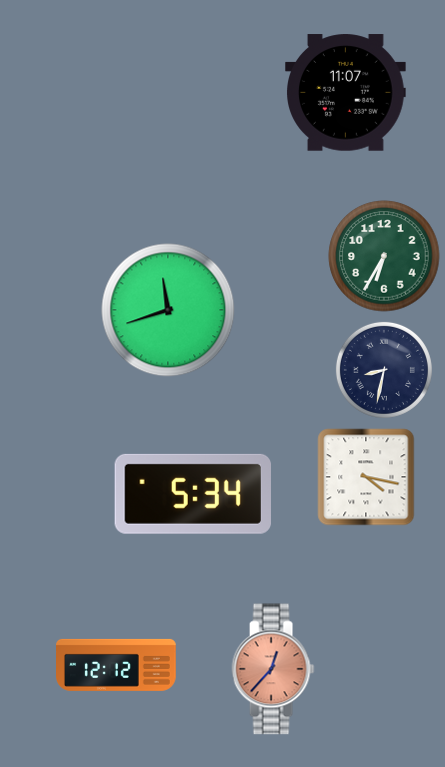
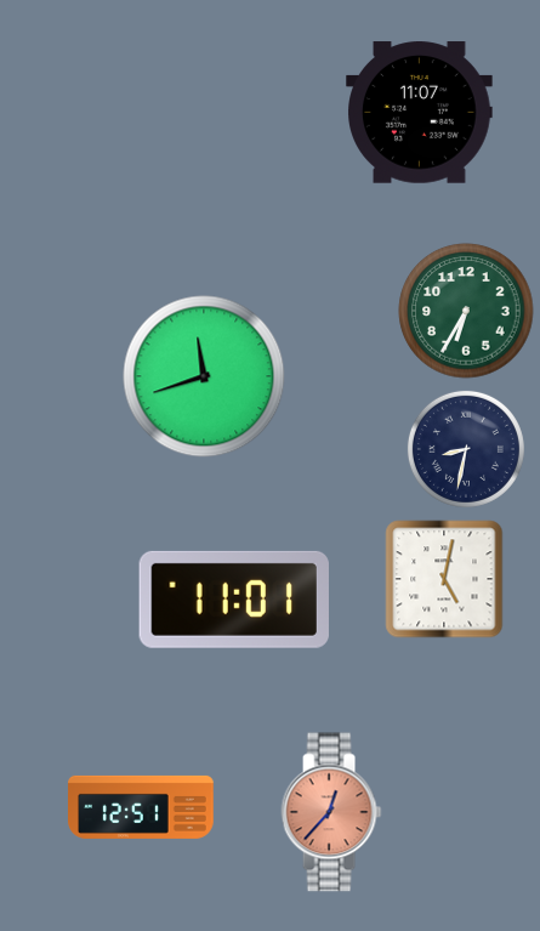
clock at (366, 477): 4:17 -> 5:02
clock at (193, 494): 5:34 -> 11:01
clock at (117, 665): 12:12 -> 12:51
